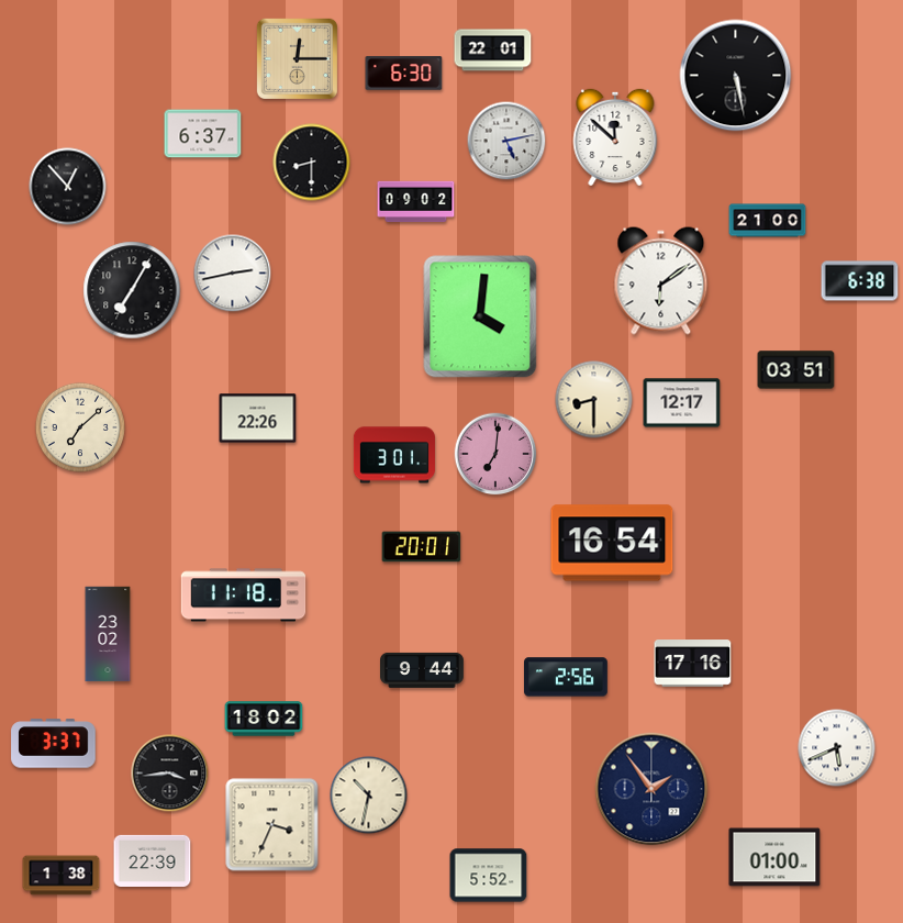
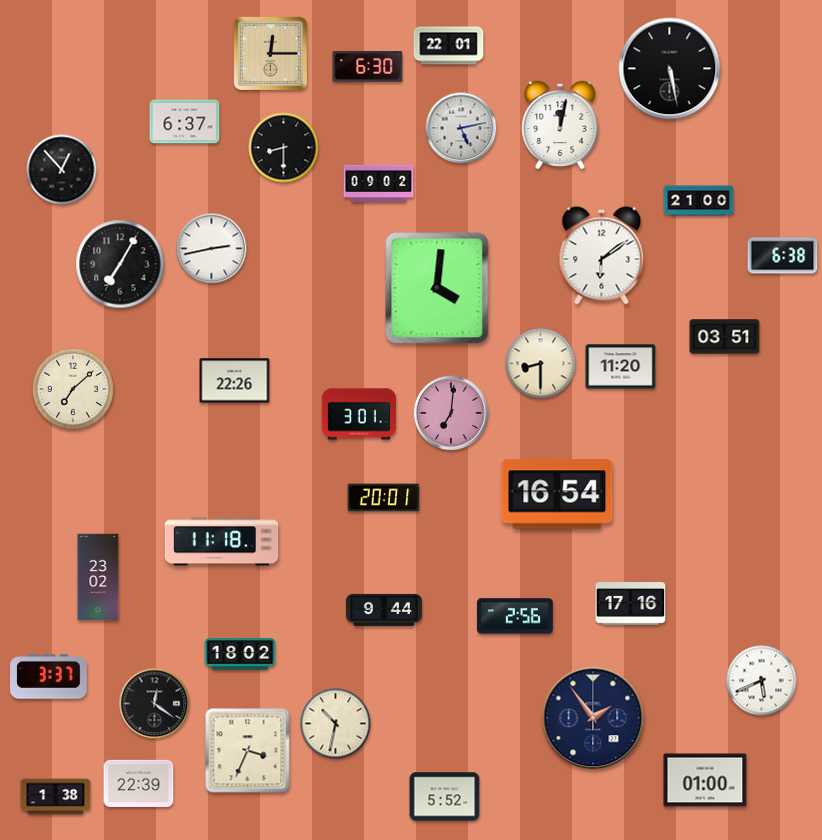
clock at (615, 136): 11:52 -> 12:02
clock at (682, 403): 12:17 -> 11:20
clock at (170, 774): 3:44 -> 12:21
